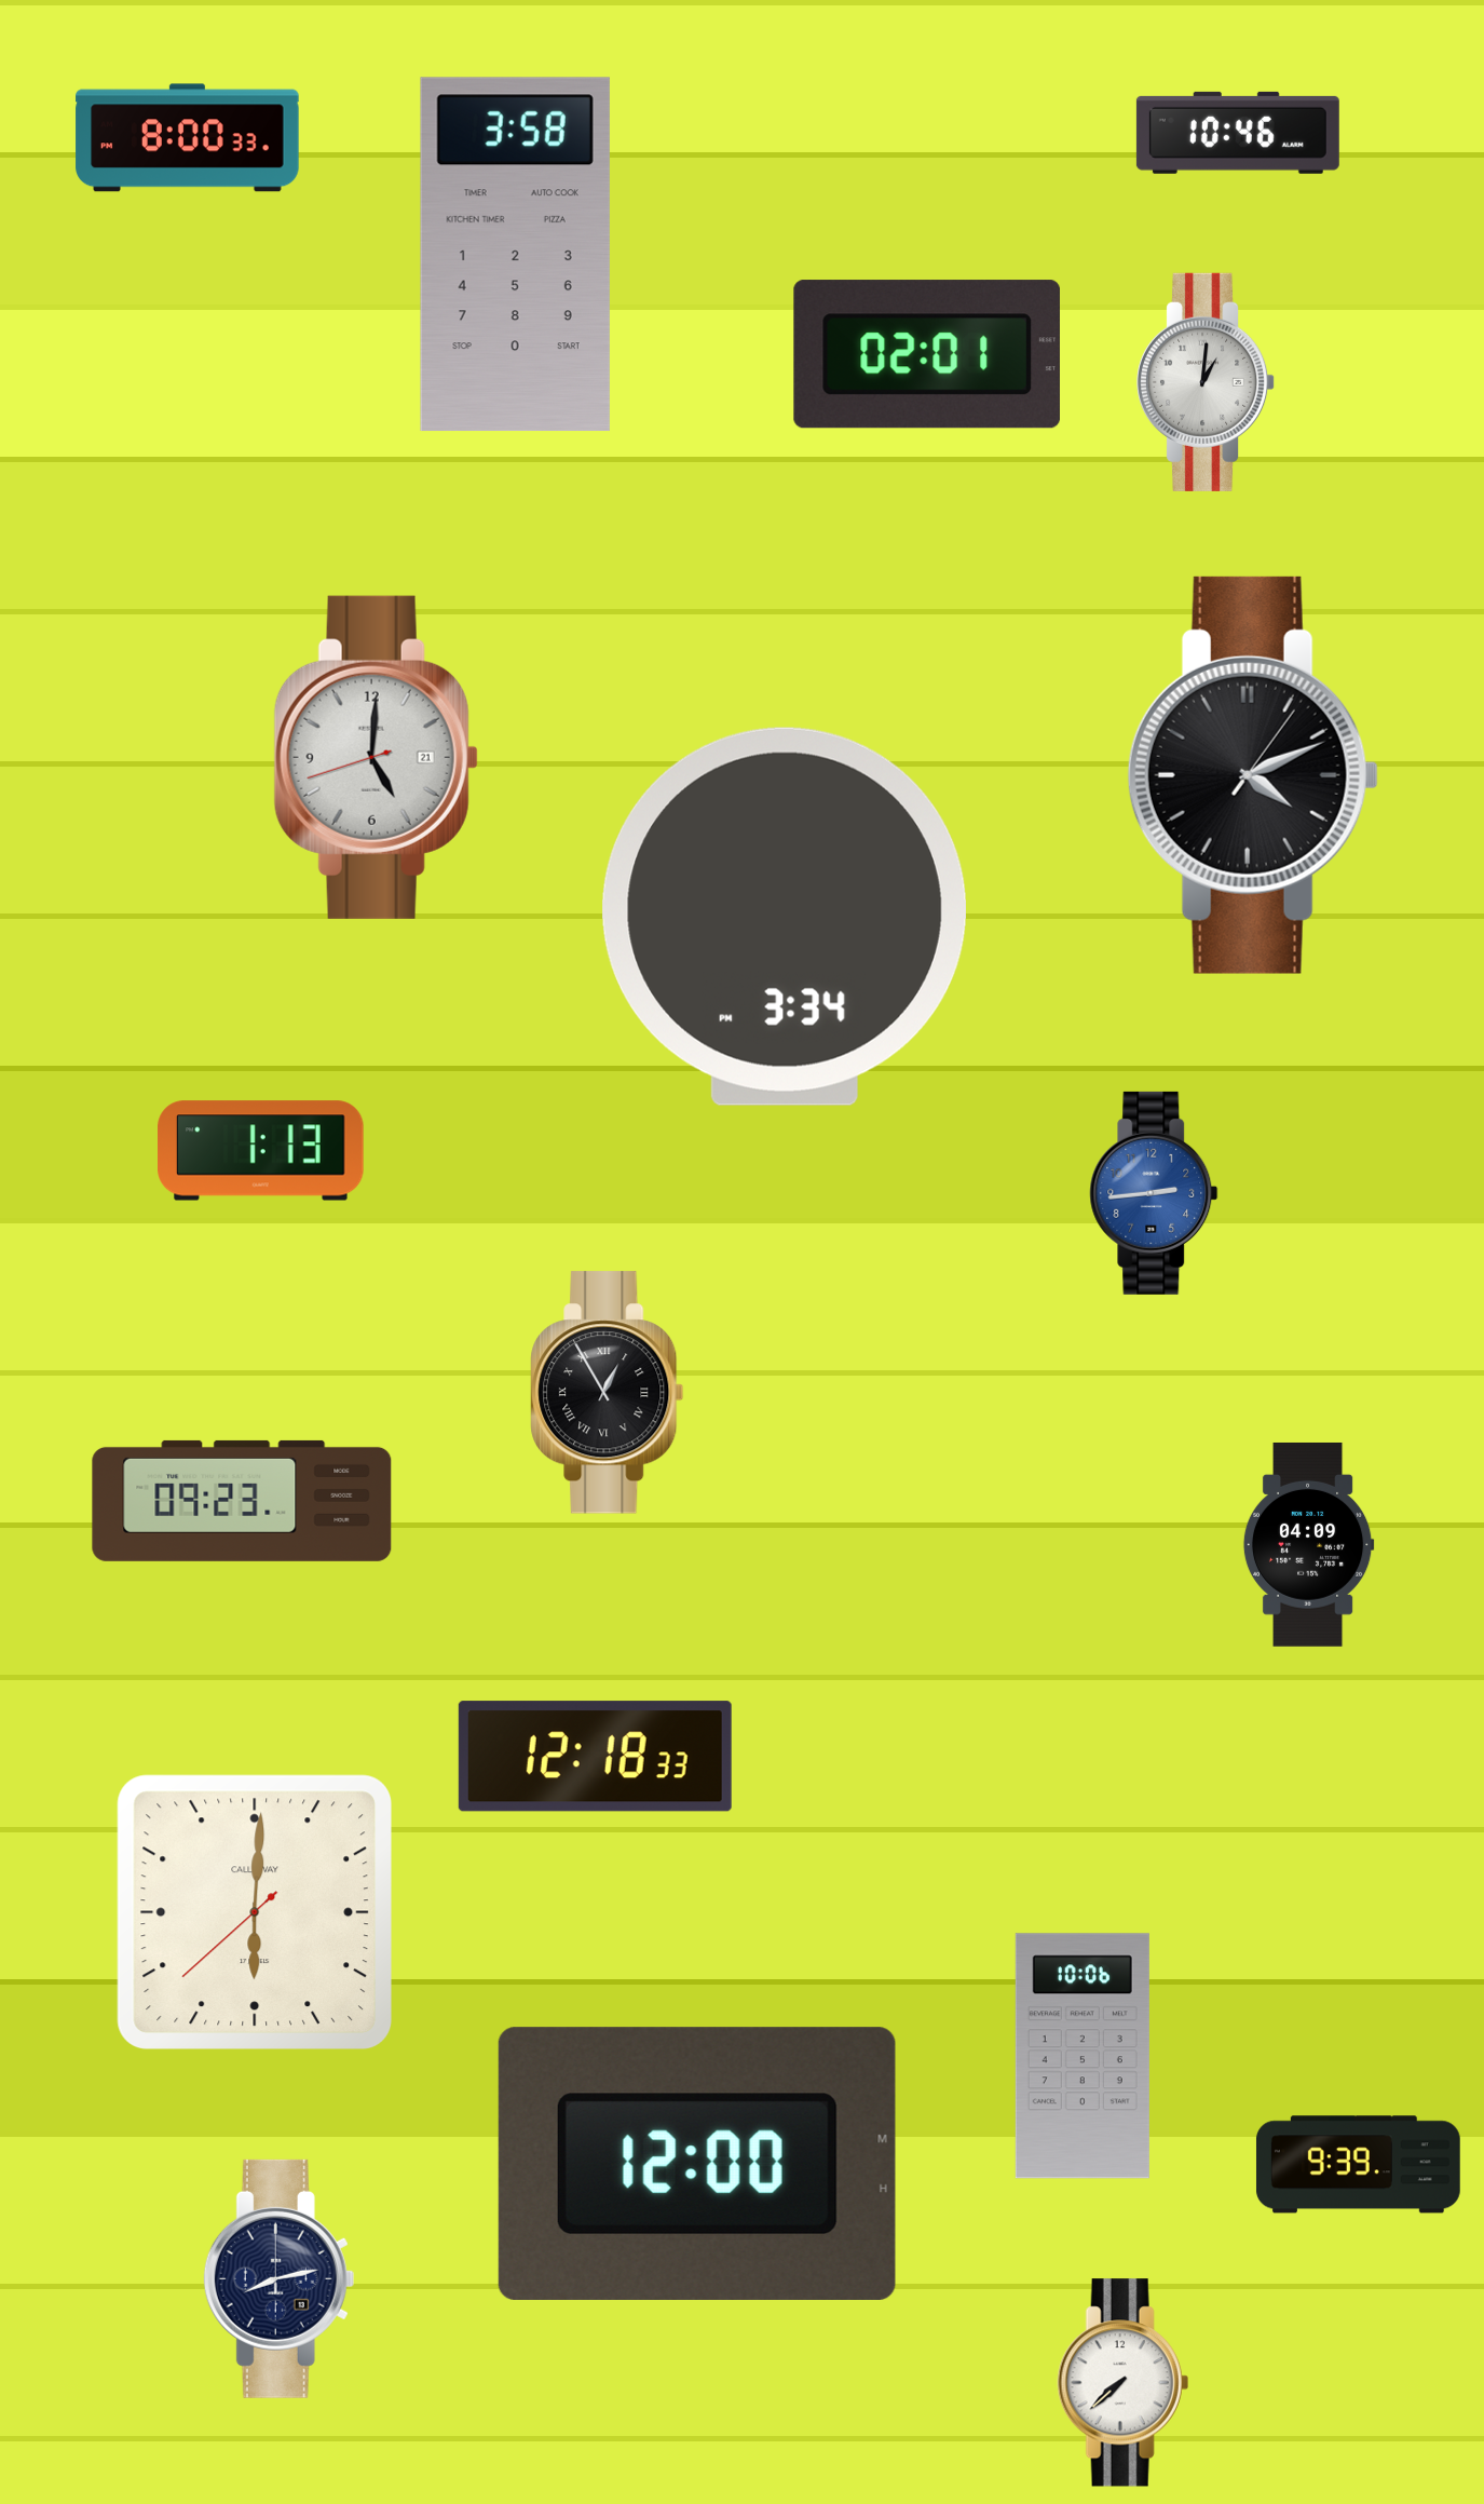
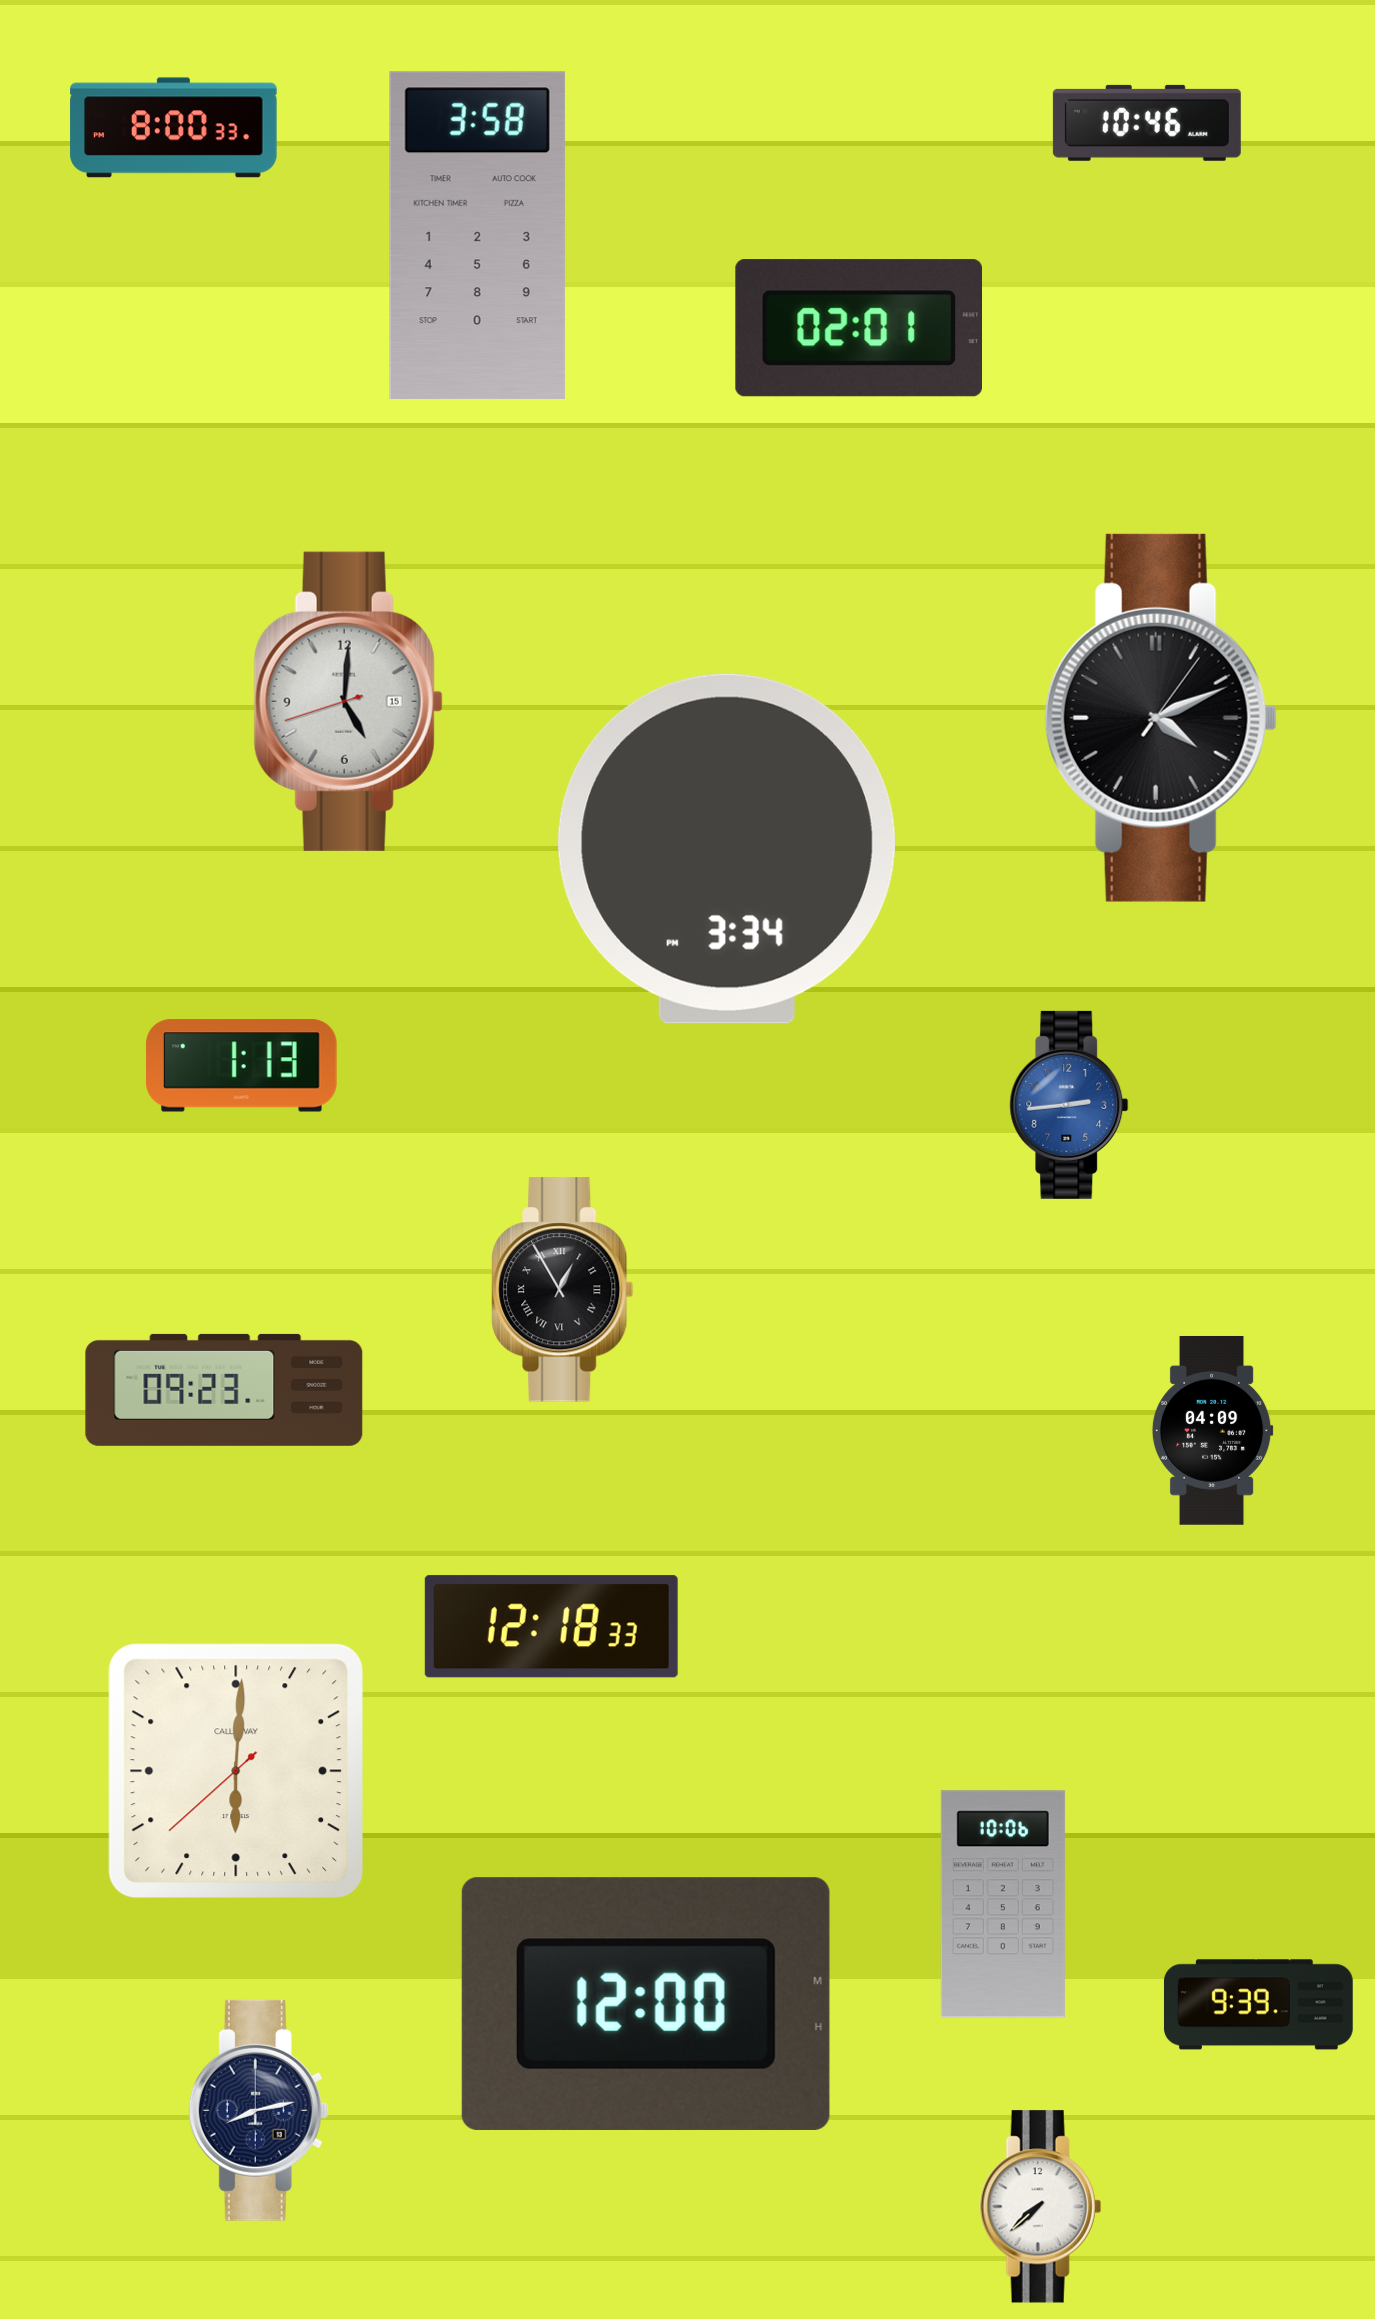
clock at (1207, 382): 1:01 -> none
clock at (376, 757) date: 21 -> 15
